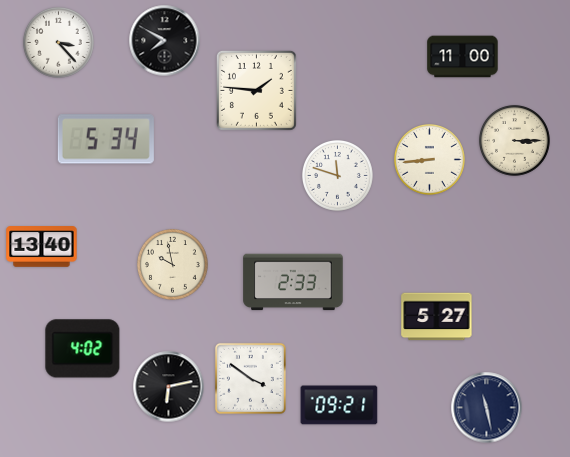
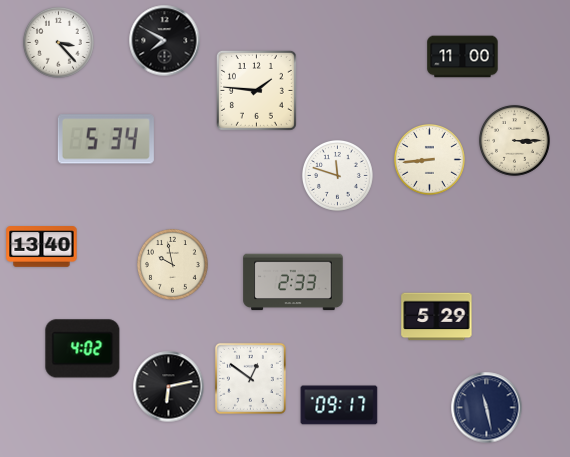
clock at (437, 317): 5:27 -> 5:29
clock at (250, 378): 3:51 -> 12:51
clock at (339, 405): 09:21 -> 09:17
